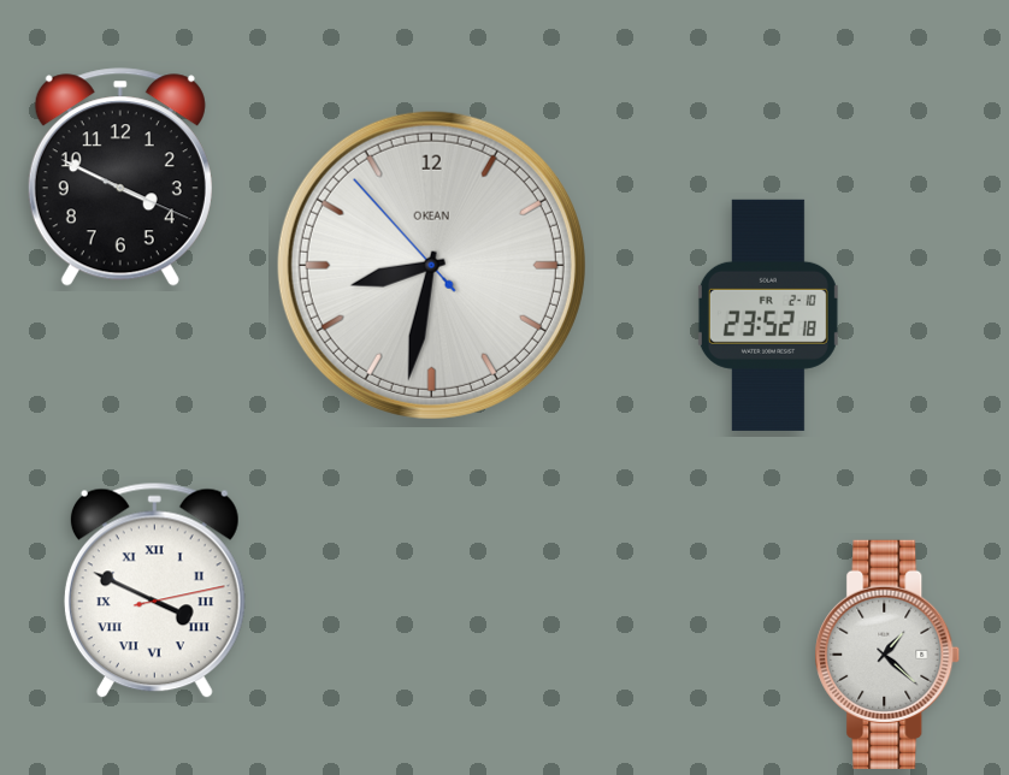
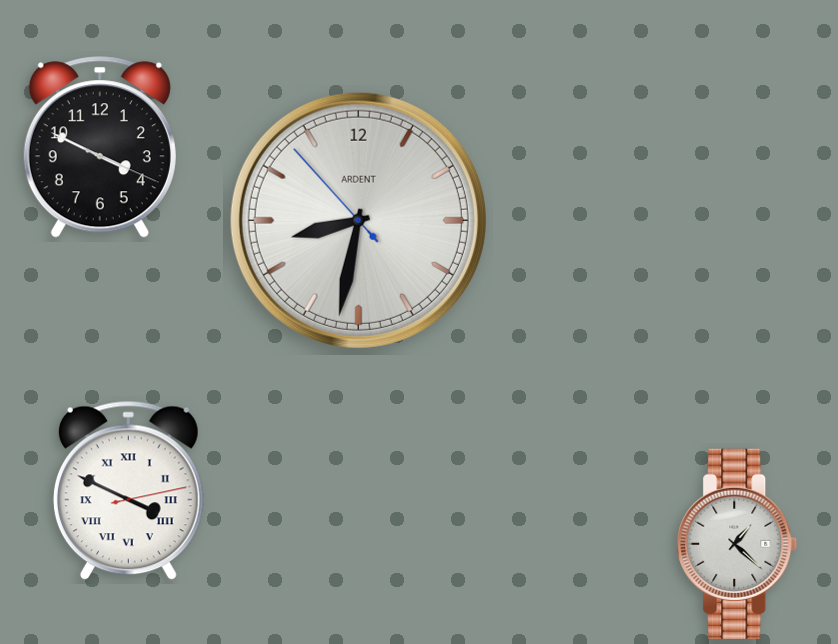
clock at (431, 265) brand: OKEAN -> ARDENT
clock at (768, 315): 23:52 -> none
